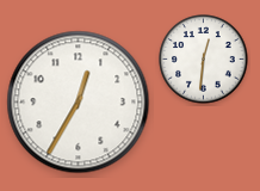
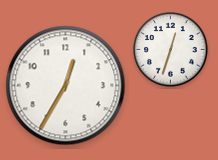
clock at (204, 60): 12:31 -> 12:33
